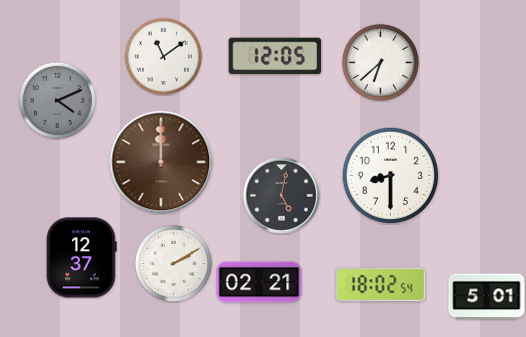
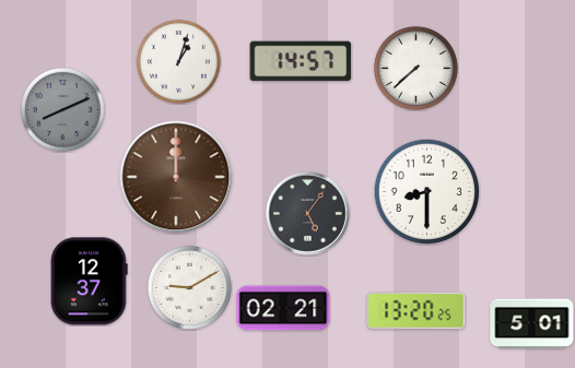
clock at (163, 56): 11:09 -> 1:03
clock at (275, 56): 12:05 -> 14:57
clock at (380, 62): 6:38 -> 7:38
clock at (57, 100): 4:11 -> 8:11
clock at (282, 196): 5:02 -> 5:06
clock at (173, 263): 2:10 -> 9:10
clock at (381, 285): 18:02 -> 13:20
